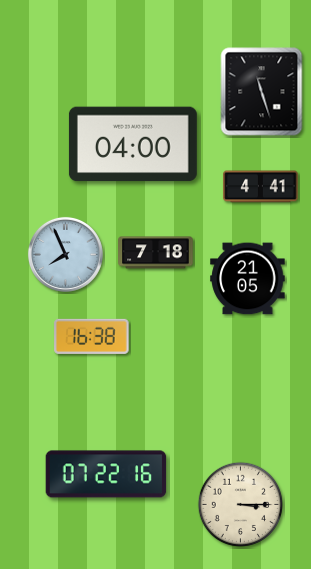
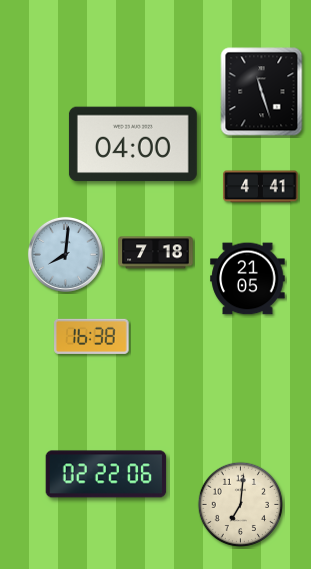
clock at (65, 254): 7:56 -> 8:01
clock at (106, 474): 07:22 -> 02:22
clock at (241, 505): 3:15 -> 7:01
